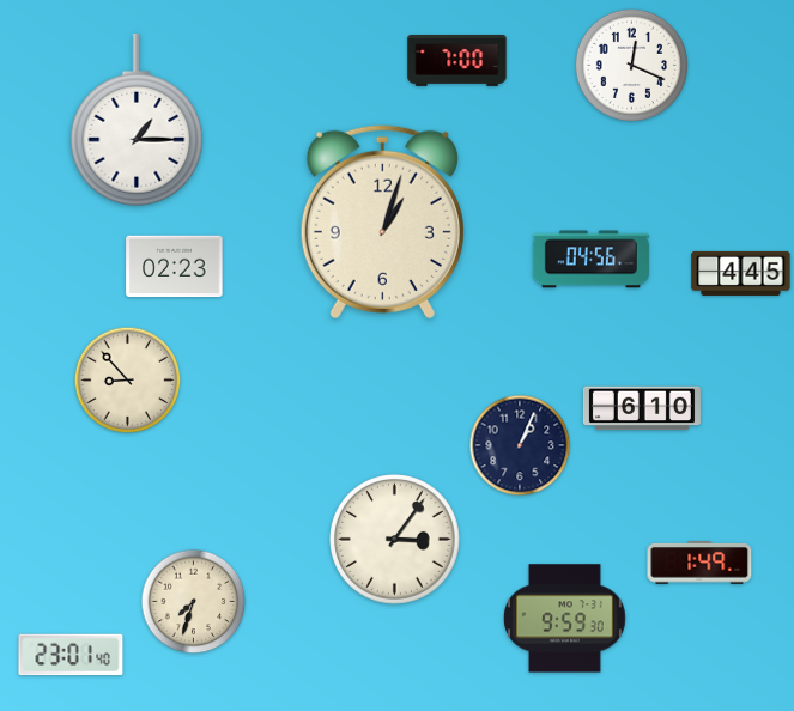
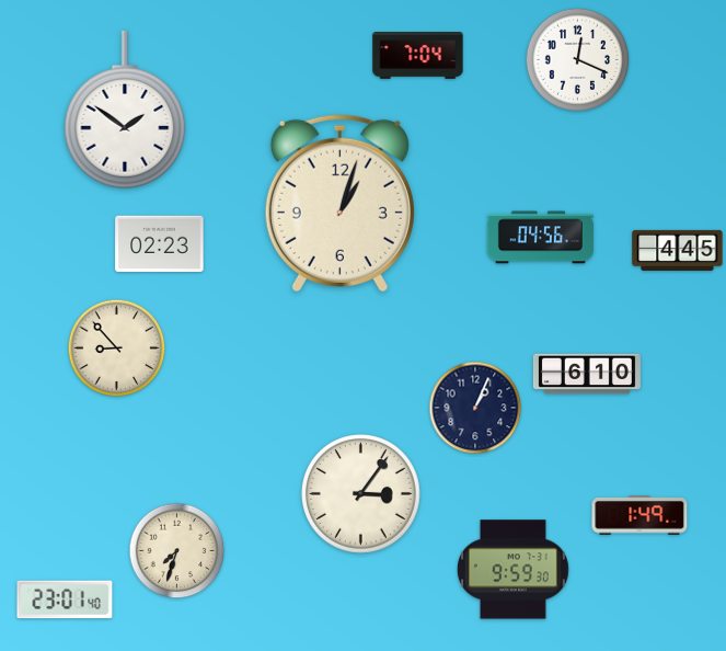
clock at (457, 61): 7:00 -> 7:04
clock at (137, 120): 1:15 -> 1:51
clock at (382, 221) position: (382, 221) -> (339, 203)
clock at (564, 619) position: (564, 619) -> (512, 570)
